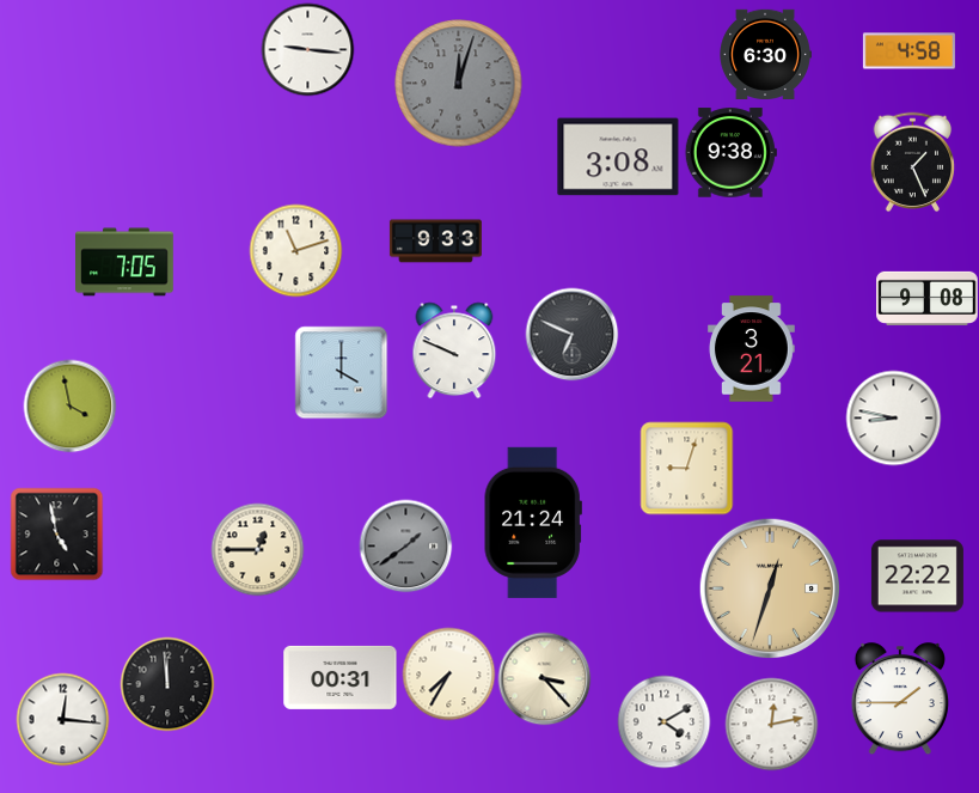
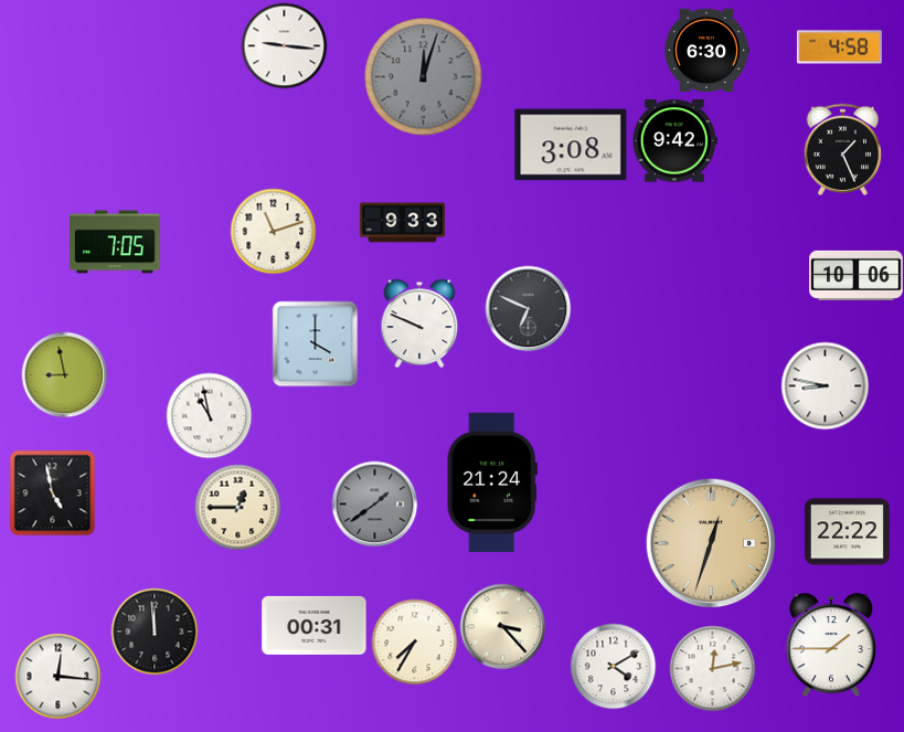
clock at (730, 153): 9:38 -> 9:42
clock at (928, 298): 9:08 -> 10:06
clock at (752, 349): 3:21 -> none
clock at (69, 405): 3:58 -> 8:58
clock at (209, 415): none -> 10:58
clock at (686, 468): 9:03 -> none
clock at (448, 673) position: (448, 673) -> (414, 641)
clock at (62, 719) position: (62, 719) -> (57, 676)
